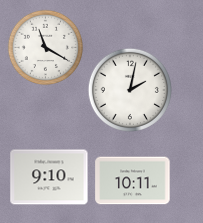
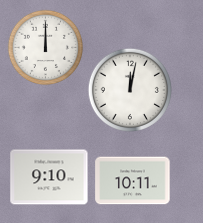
clock at (46, 48): 11:20 -> 12:00
clock at (130, 90): 2:02 -> 12:02
